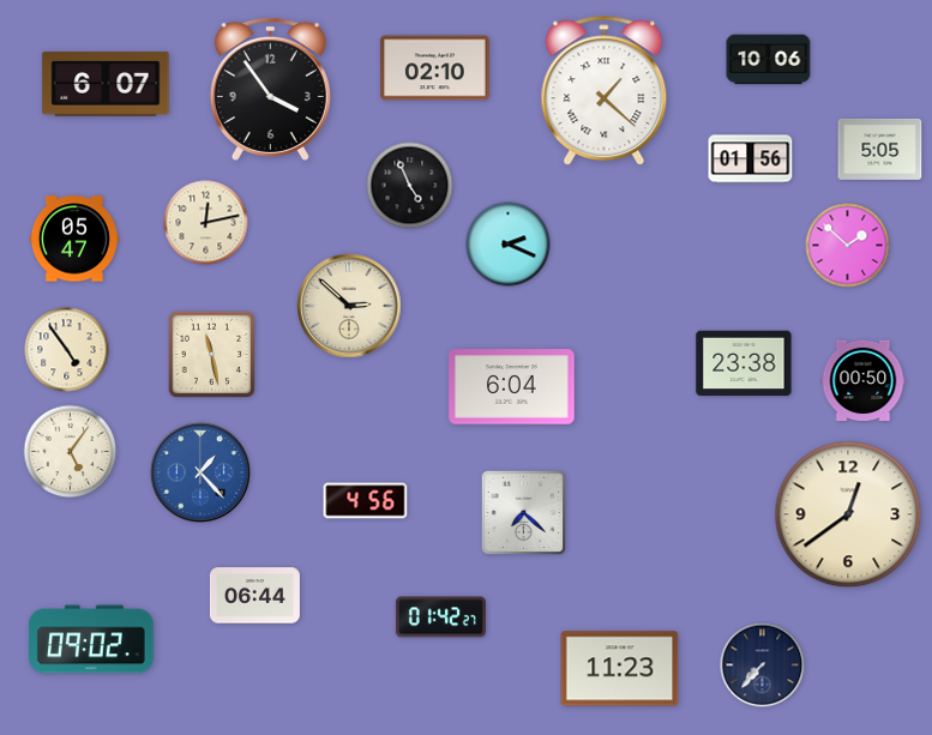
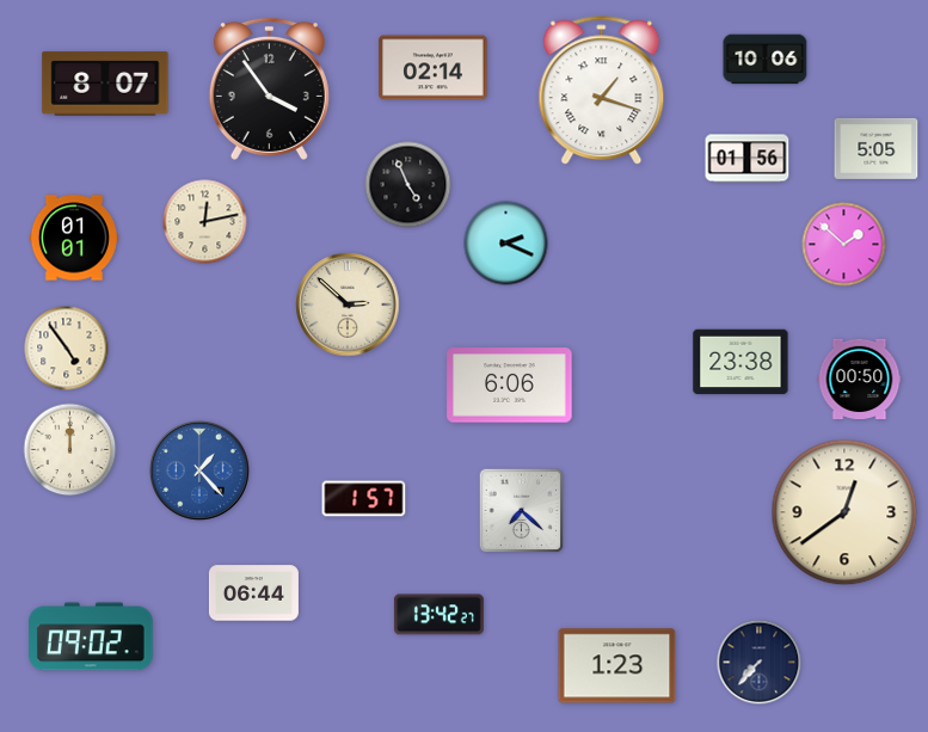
clock at (435, 68): 02:10 -> 02:14
clock at (106, 84): 6:07 -> 8:07
clock at (605, 91): 1:22 -> 1:18
clock at (74, 239): 05:47 -> 01:01
clock at (212, 355): 11:28 -> none
clock at (512, 387): 6:04 -> 6:06
clock at (71, 452): 5:06 -> 12:00
clock at (366, 501): 4:56 -> 1:57
clock at (440, 617): 01:42 -> 13:42
clock at (620, 669): 11:23 -> 1:23
